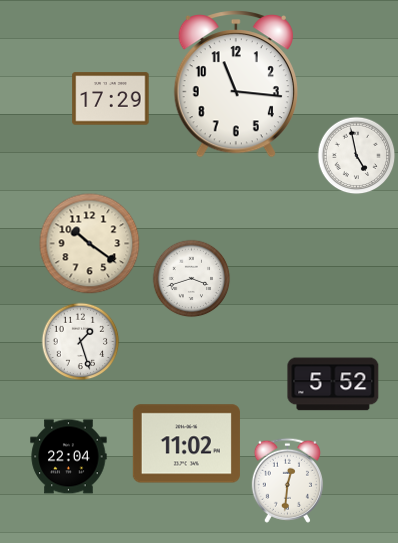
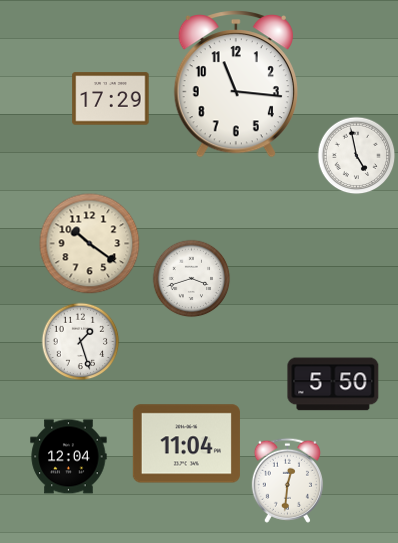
clock at (333, 384): 5:52 -> 5:50
clock at (186, 444): 11:02 -> 11:04
clock at (69, 457): 22:04 -> 12:04
